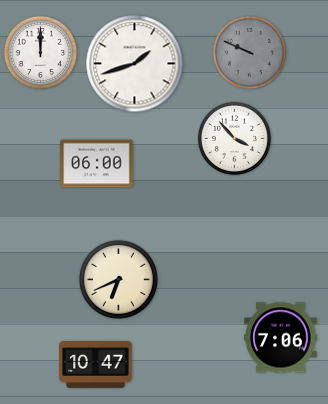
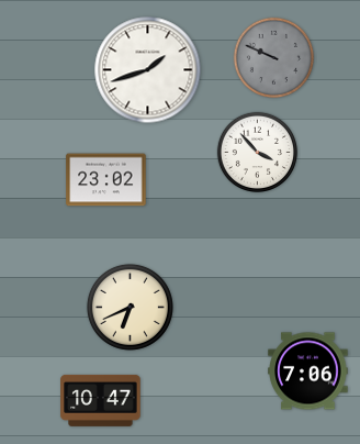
clock at (41, 53): 12:00 -> none
clock at (97, 164): 06:00 -> 23:02
clock at (96, 364) position: (96, 364) -> (101, 400)
